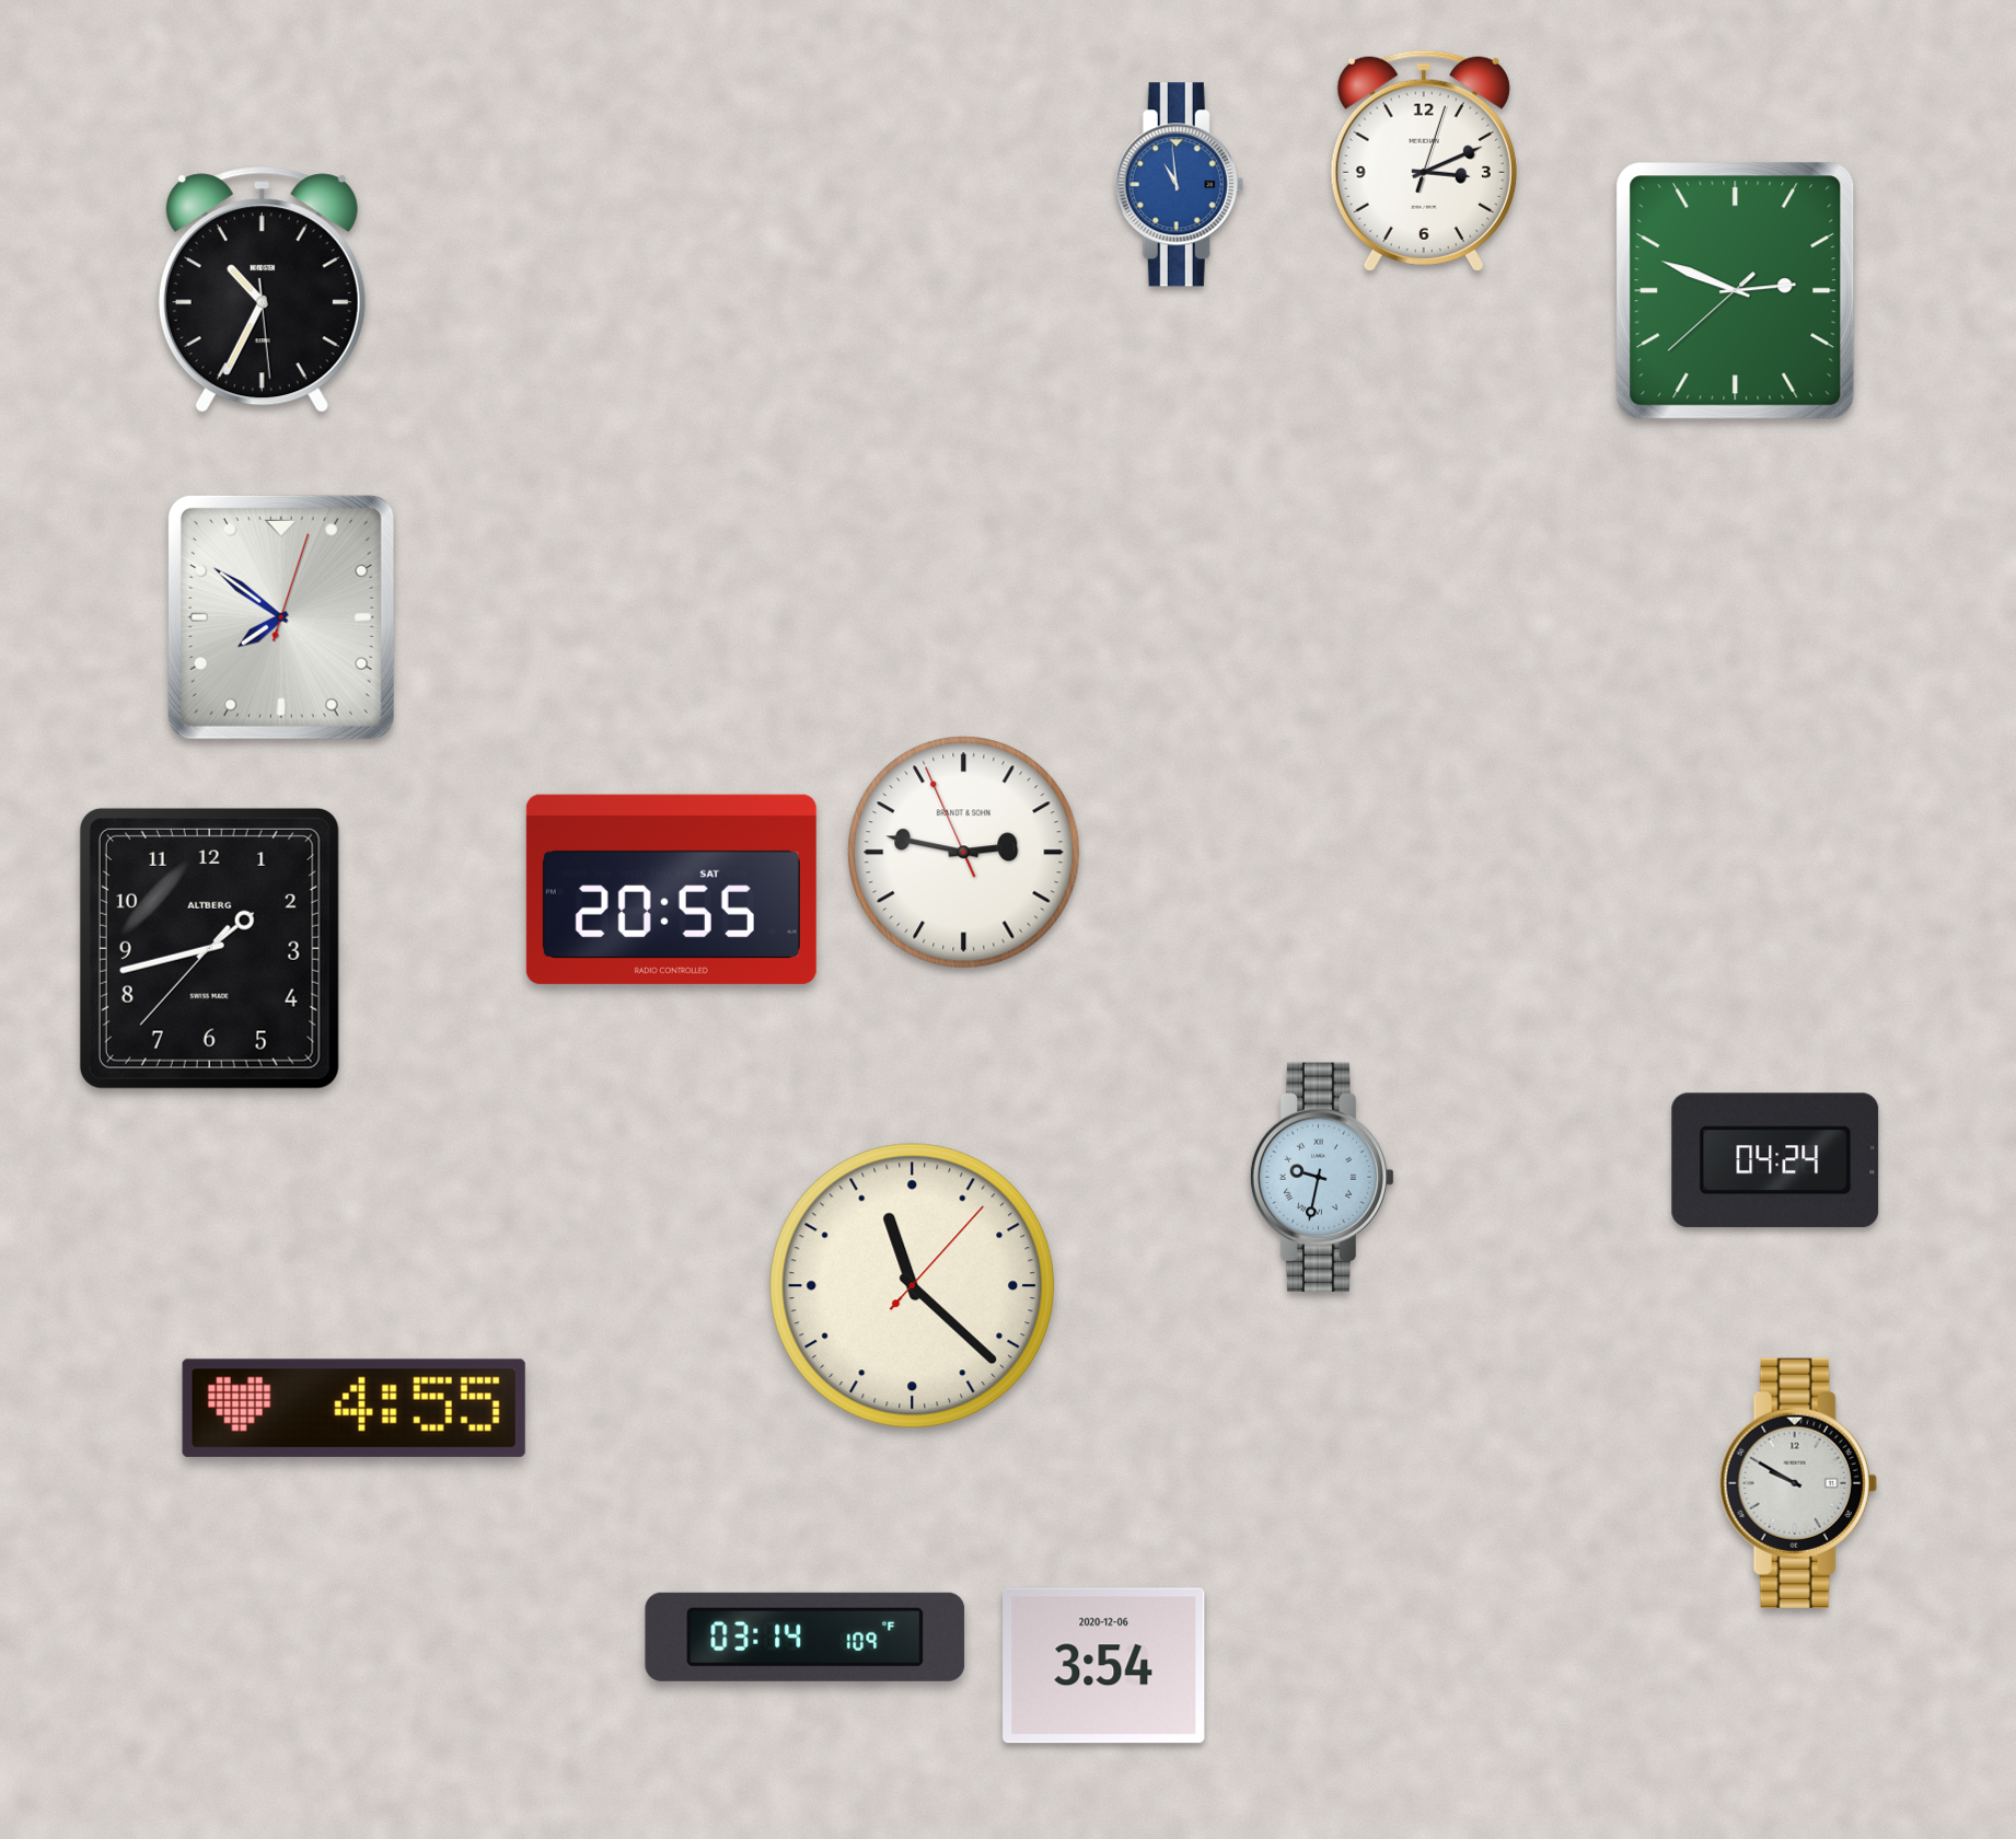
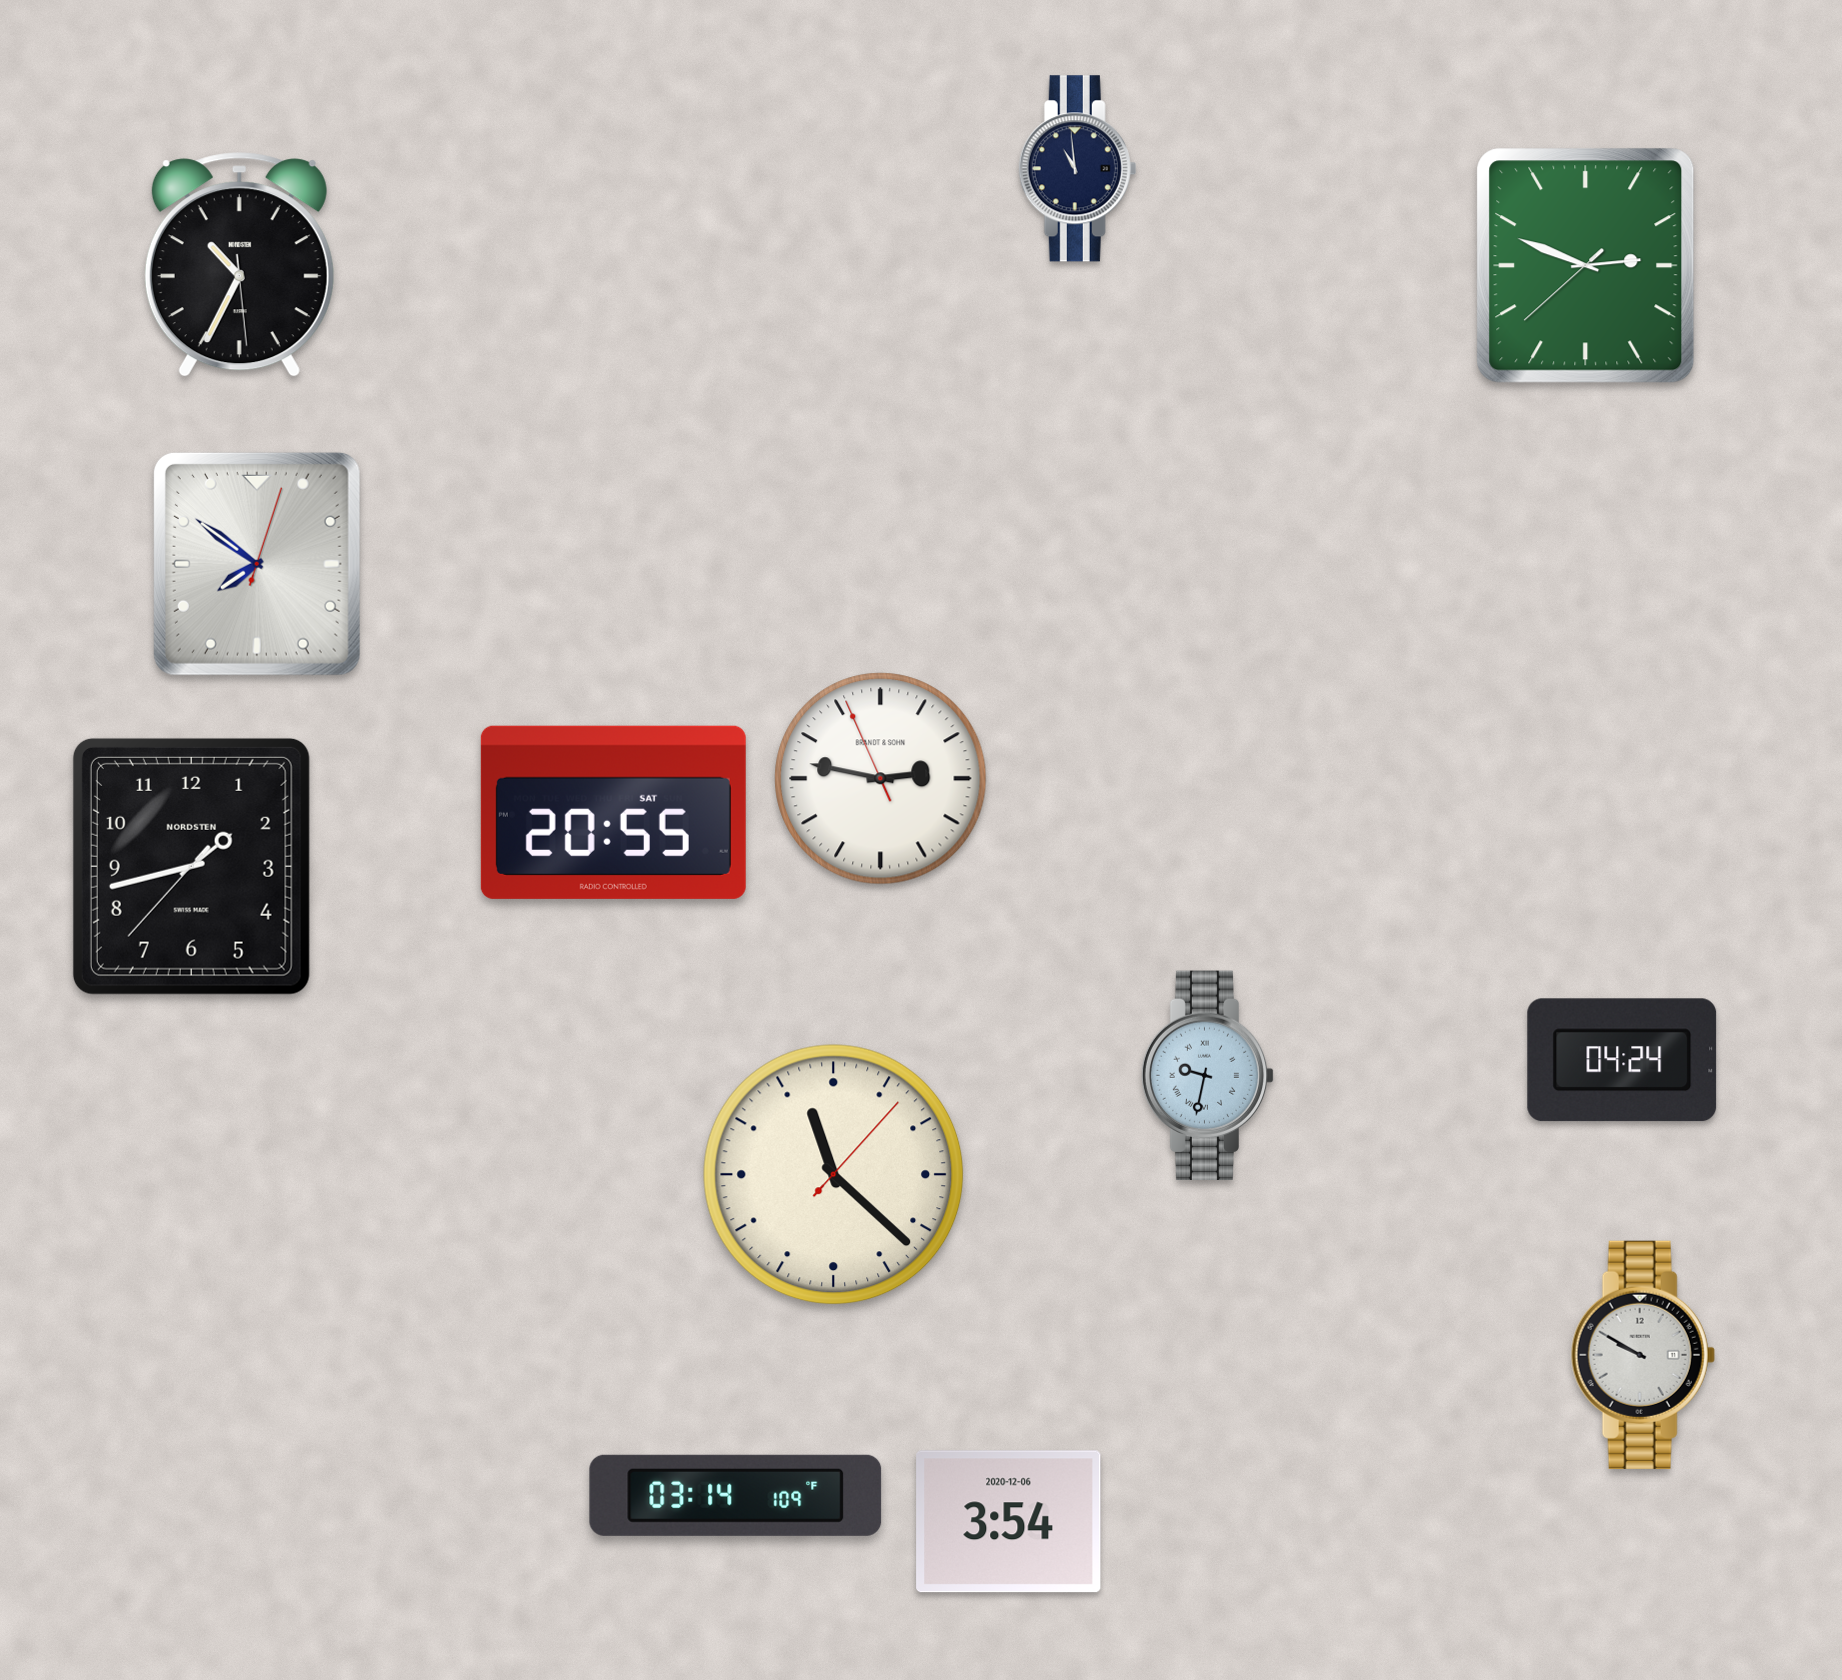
clock at (1424, 161): 3:11 -> none
clock at (1180, 185) dial: blue -> navy
clock at (209, 948) brand: ALTBERG -> NORDSTEN
clock at (354, 1408): 4:55 -> none
